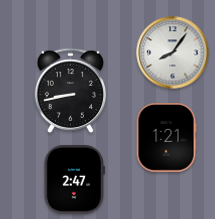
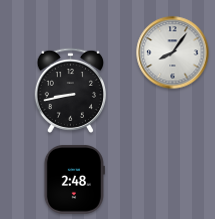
clock at (166, 138): 1:21 -> none
clock at (74, 179): 2:47 -> 2:48
